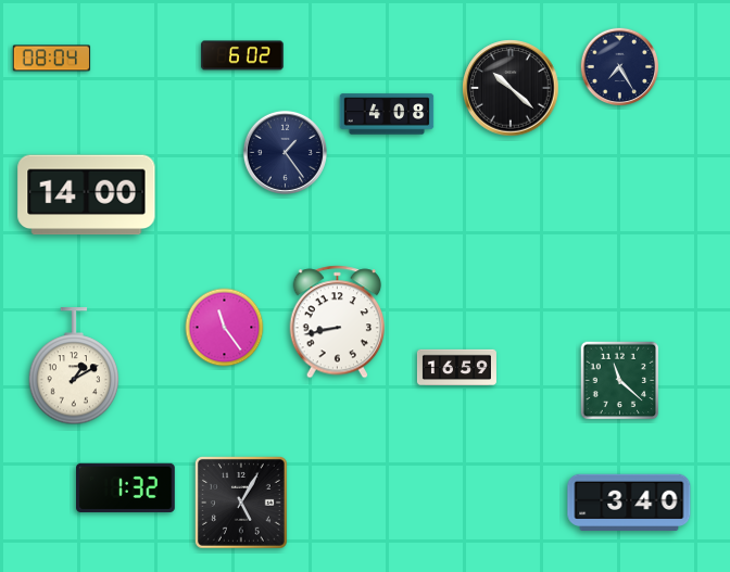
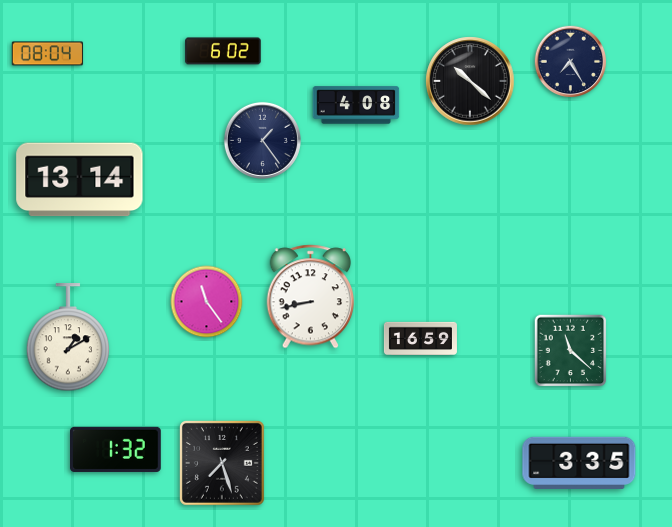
clock at (87, 195): 14:00 -> 13:14
clock at (241, 503): 5:05 -> 7:27
clock at (629, 503): 3:40 -> 3:35
